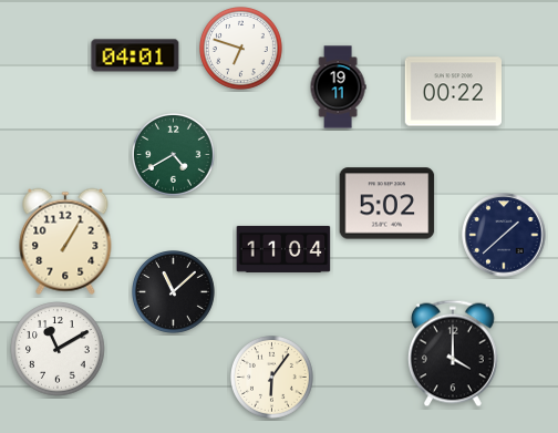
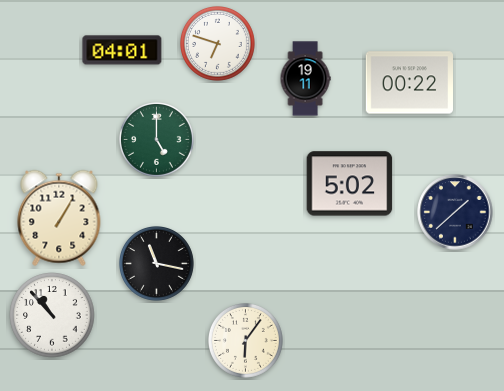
clock at (174, 155): 4:40 -> 5:00
clock at (283, 249): 11:04 -> none
clock at (174, 292): 11:08 -> 11:17
clock at (58, 349): 11:10 -> 10:53
clock at (453, 353): 4:00 -> none
